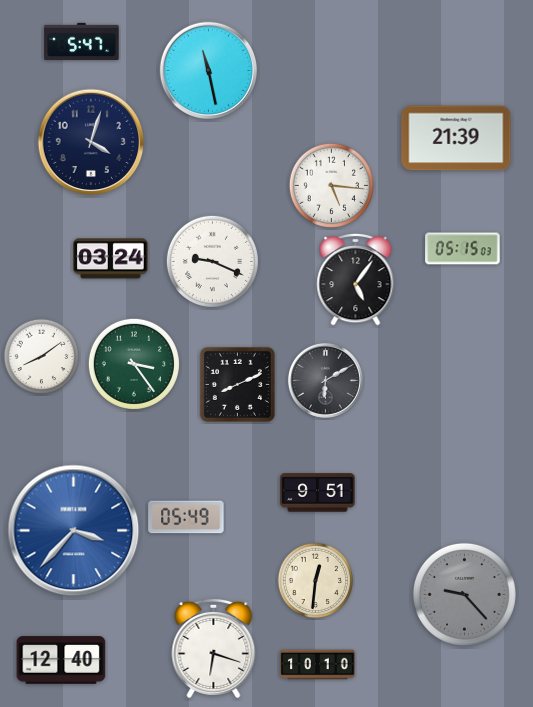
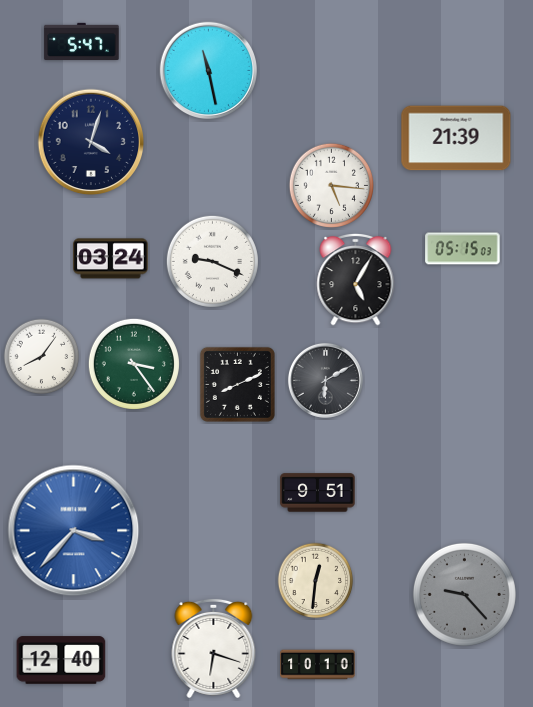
clock at (356, 279): 5:06 -> 5:05
clock at (42, 357): 8:09 -> 8:06
clock at (186, 517): 05:49 -> none
